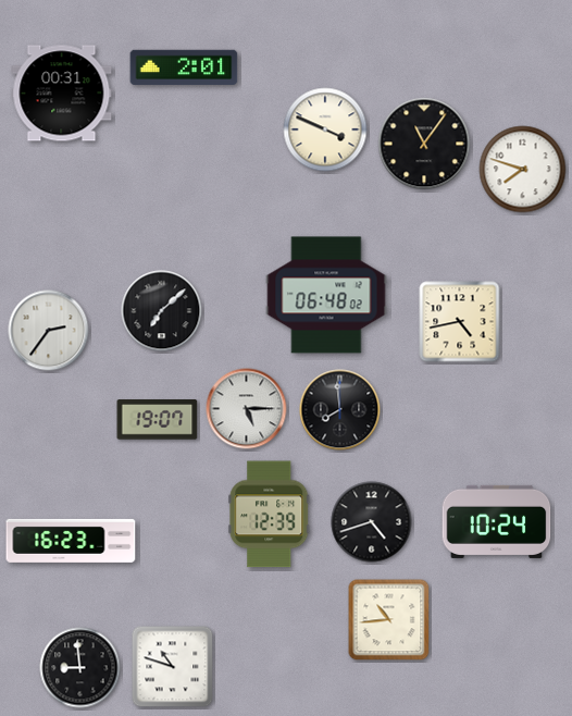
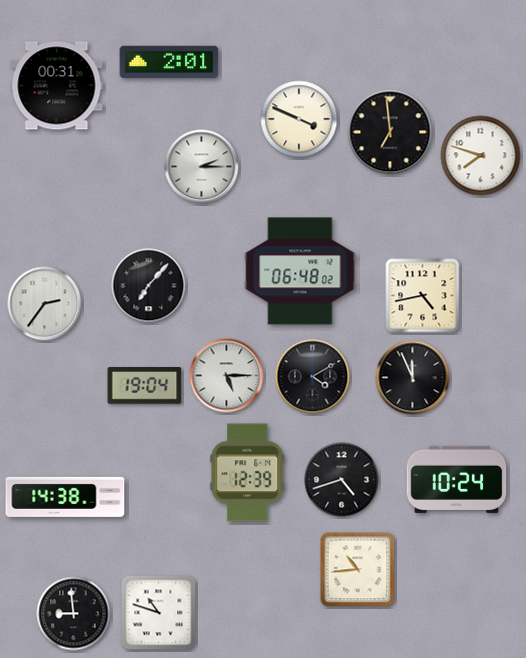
clock at (424, 144): 11:06 -> 6:59
clock at (202, 167): none -> 2:15
clock at (162, 311): 7:08 -> 7:07
clock at (340, 410): 7:59 -> 4:10
clock at (413, 378): none -> 11:56
clock at (158, 420): 19:07 -> 19:04
clock at (71, 541): 16:23 -> 14:38
